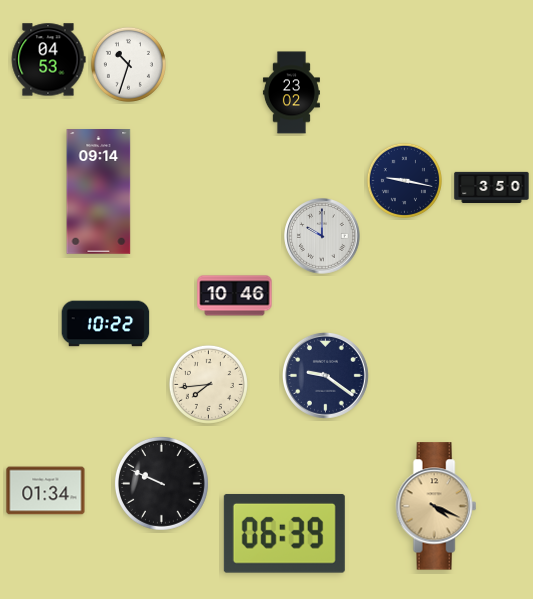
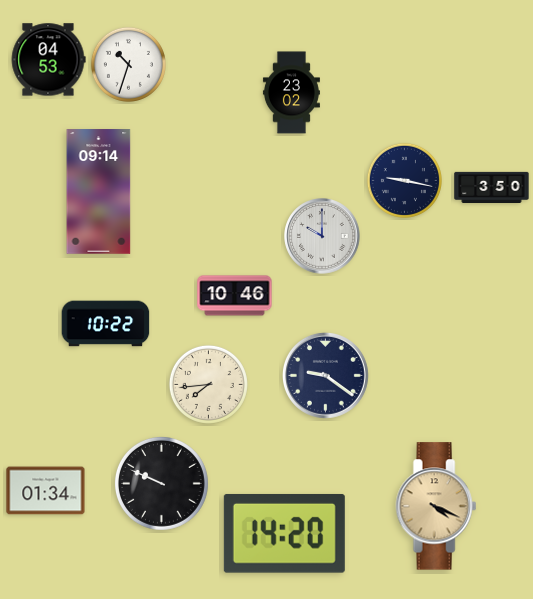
clock at (284, 533): 06:39 -> 14:20
